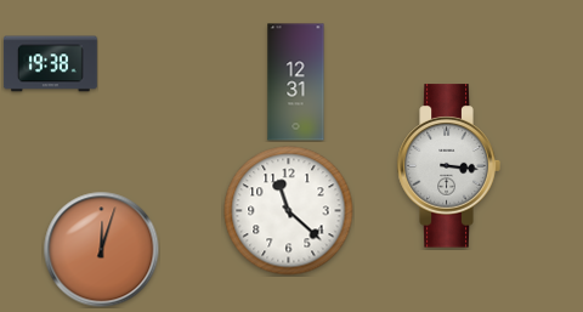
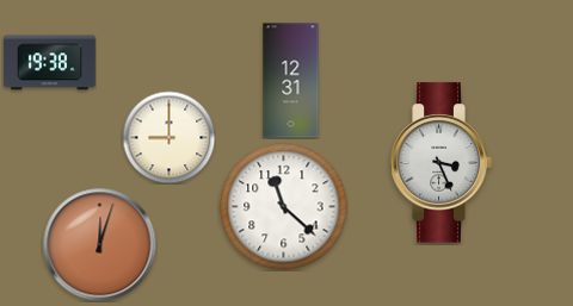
clock at (168, 137): none -> 9:00
clock at (448, 166): 3:16 -> 3:26
